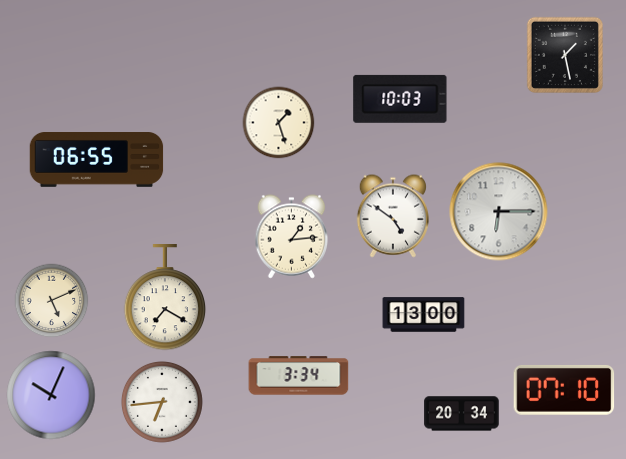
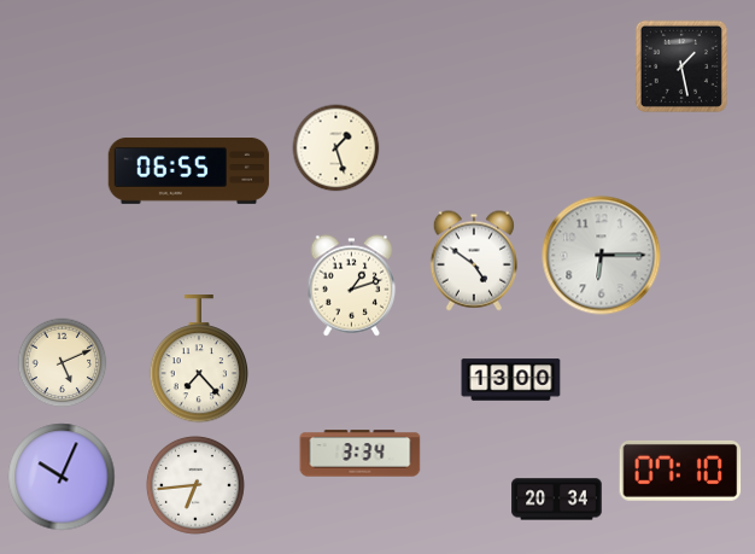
clock at (400, 99): 10:03 -> none
clock at (97, 160) position: (97, 160) -> (189, 171)
clock at (292, 237): 1:14 -> 1:12
clock at (165, 298): 7:20 -> 7:23
